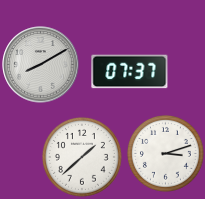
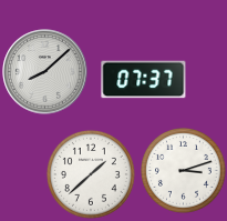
clock at (41, 65): 8:10 -> 8:08
